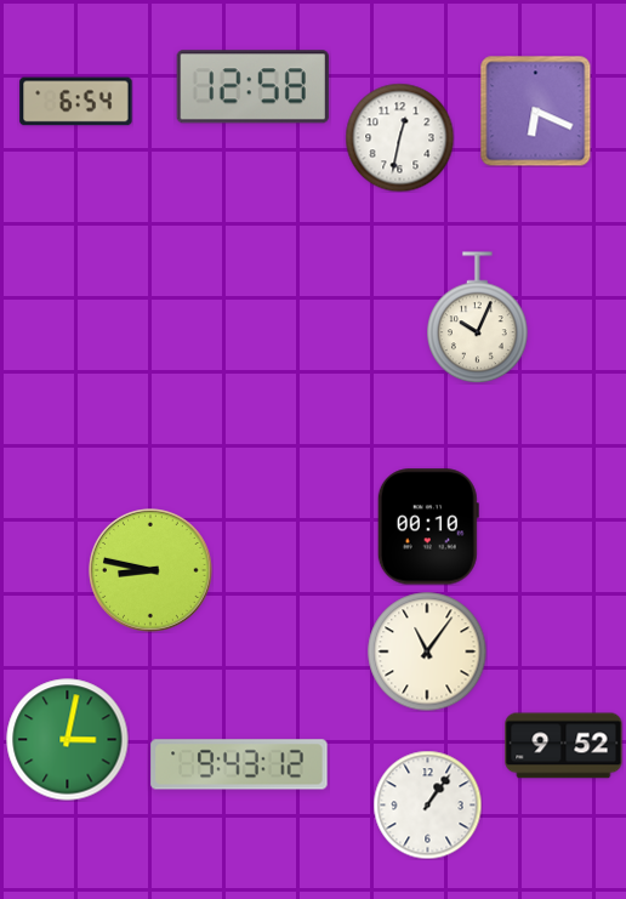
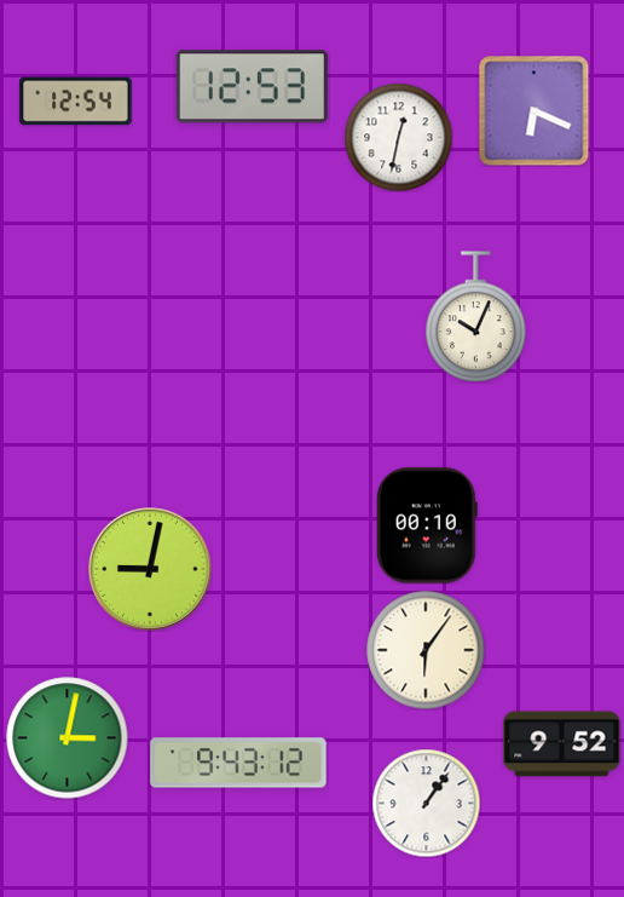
clock at (252, 87): 12:58 -> 12:53
clock at (76, 102): 6:54 -> 12:54
clock at (152, 571): 8:47 -> 9:02
clock at (427, 652): 11:06 -> 6:06
